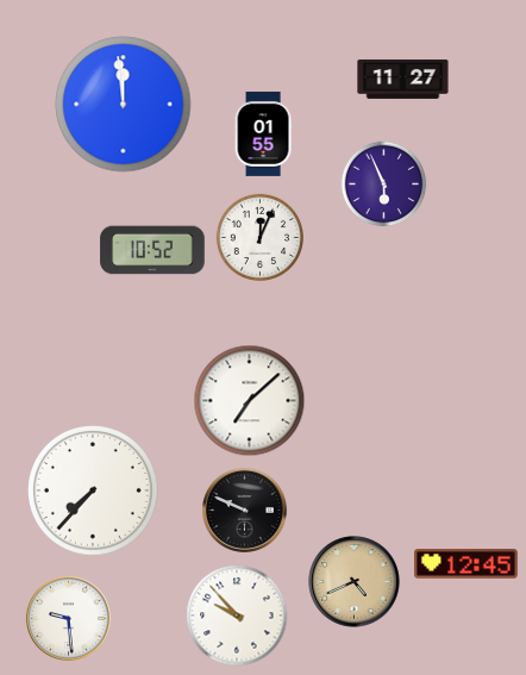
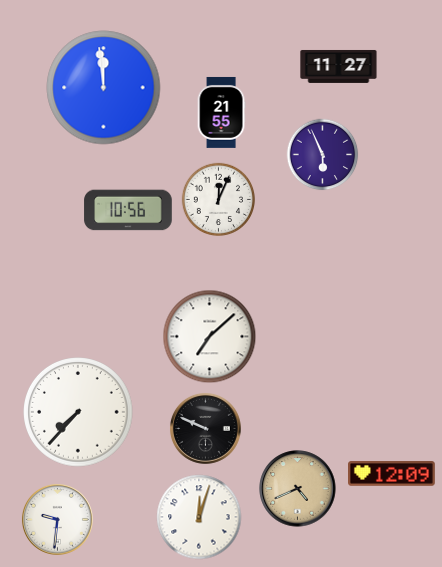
clock at (263, 133): 01:55 -> 21:55
clock at (152, 250): 10:52 -> 10:56
clock at (466, 564): 12:45 -> 12:09
clock at (237, 615): 9:53 -> 12:03
clock at (68, 618): 9:29 -> 9:31
